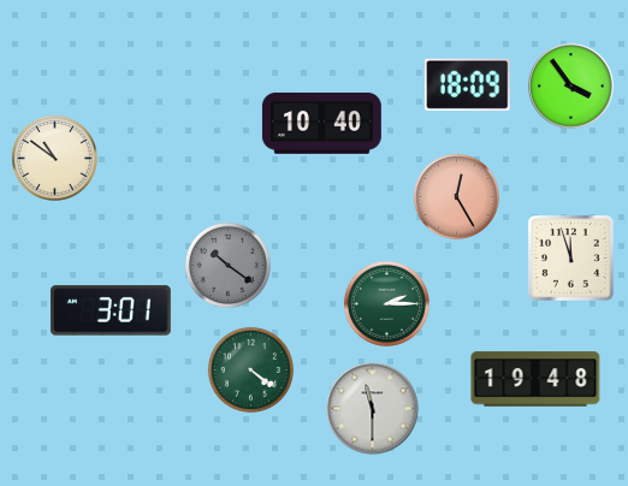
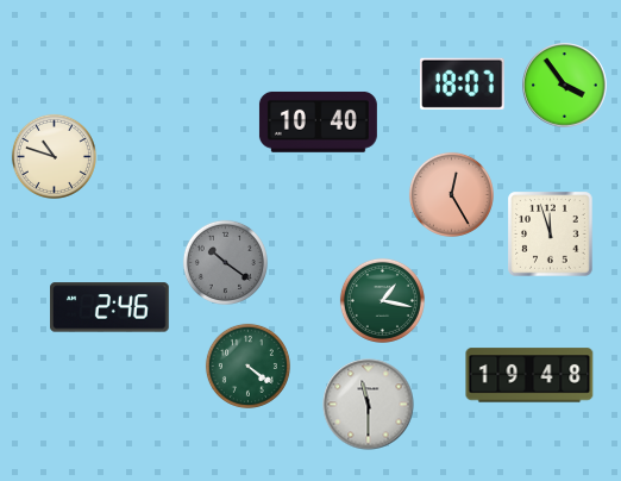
clock at (468, 84): 18:09 -> 18:07
clock at (54, 158): 10:51 -> 10:48
clock at (571, 259) position: (571, 259) -> (551, 235)
clock at (386, 303): 2:15 -> 1:17
clock at (112, 310): 3:01 -> 2:46
